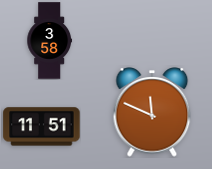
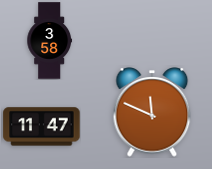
clock at (42, 127): 11:51 -> 11:47
